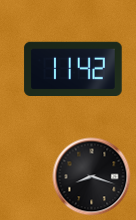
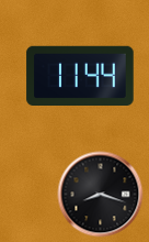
clock at (73, 68): 11:42 -> 11:44
